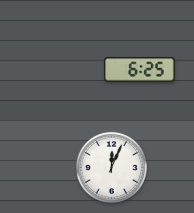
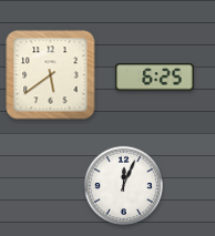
clock at (51, 75): none -> 5:39
